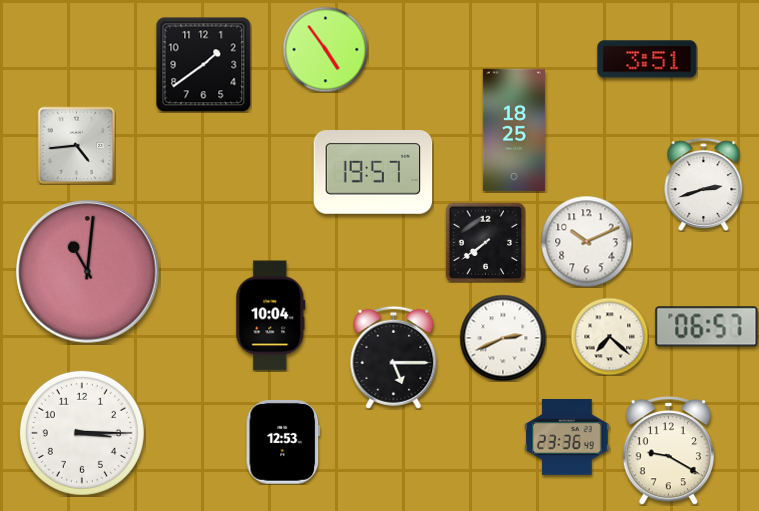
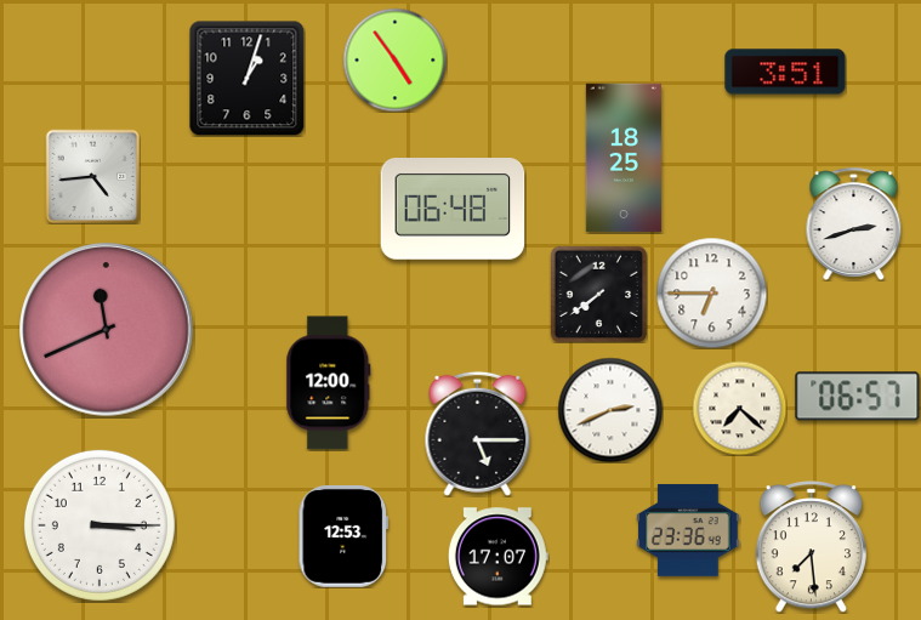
clock at (203, 64): 1:39 -> 1:03
clock at (373, 173): 19:57 -> 06:48
clock at (586, 241): 10:11 -> 6:45
clock at (485, 242) position: (485, 242) -> (598, 294)
clock at (88, 272): 11:01 -> 11:41
clock at (271, 316): 10:04 -> 12:00
clock at (668, 451): 9:20 -> 7:29
clock at (498, 557): none -> 17:07
